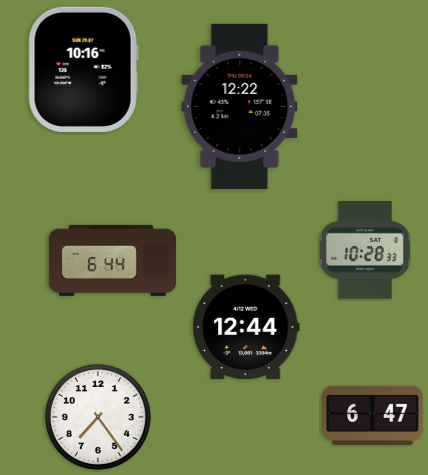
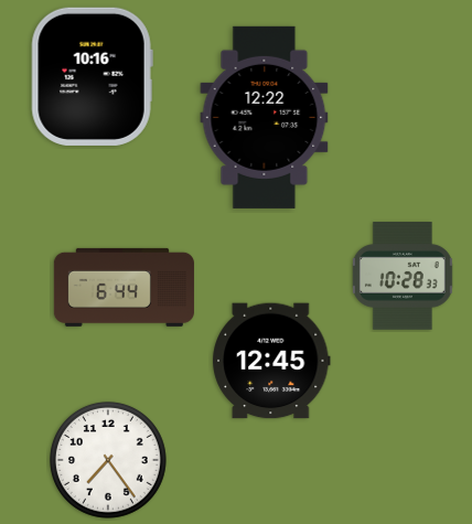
clock at (247, 327): 12:44 -> 12:45
clock at (373, 415): 6:47 -> none
